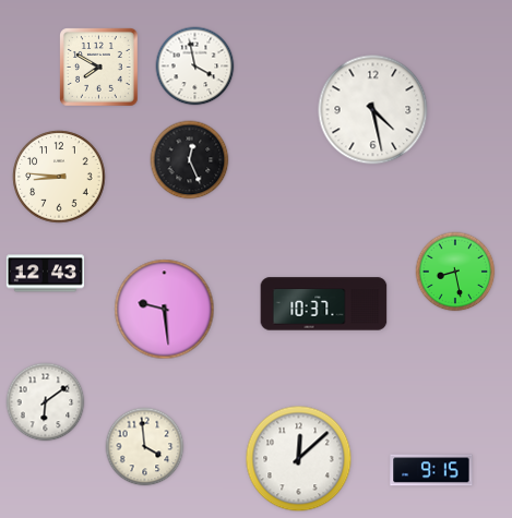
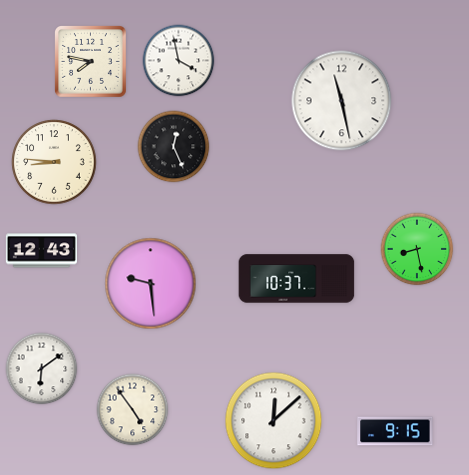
clock at (99, 68): 7:50 -> 7:47
clock at (373, 110): 4:28 -> 11:28
clock at (145, 447): 3:59 -> 4:54
